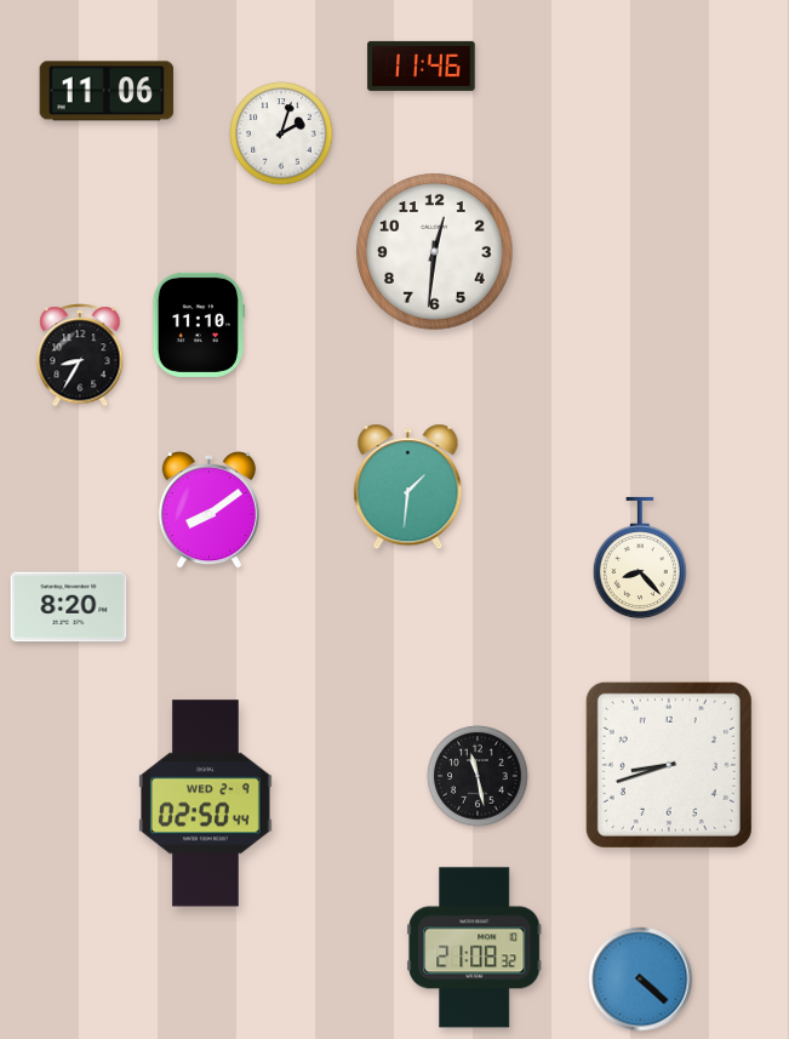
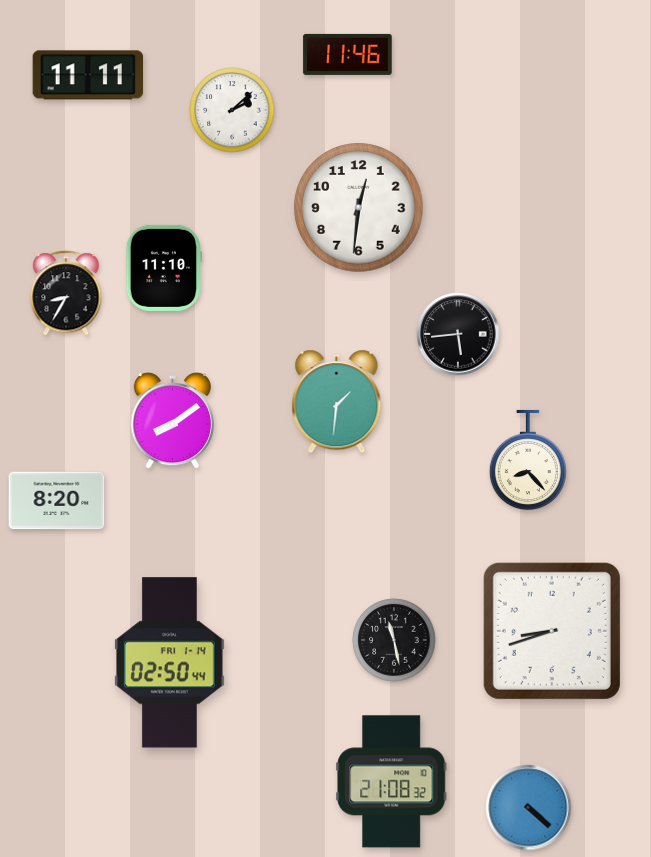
clock at (107, 91): 11:06 -> 11:11
clock at (281, 133): 2:03 -> 2:08
clock at (458, 334): none -> 5:44
clock at (206, 804) date: WED 2-9 -> FRI 1-14
